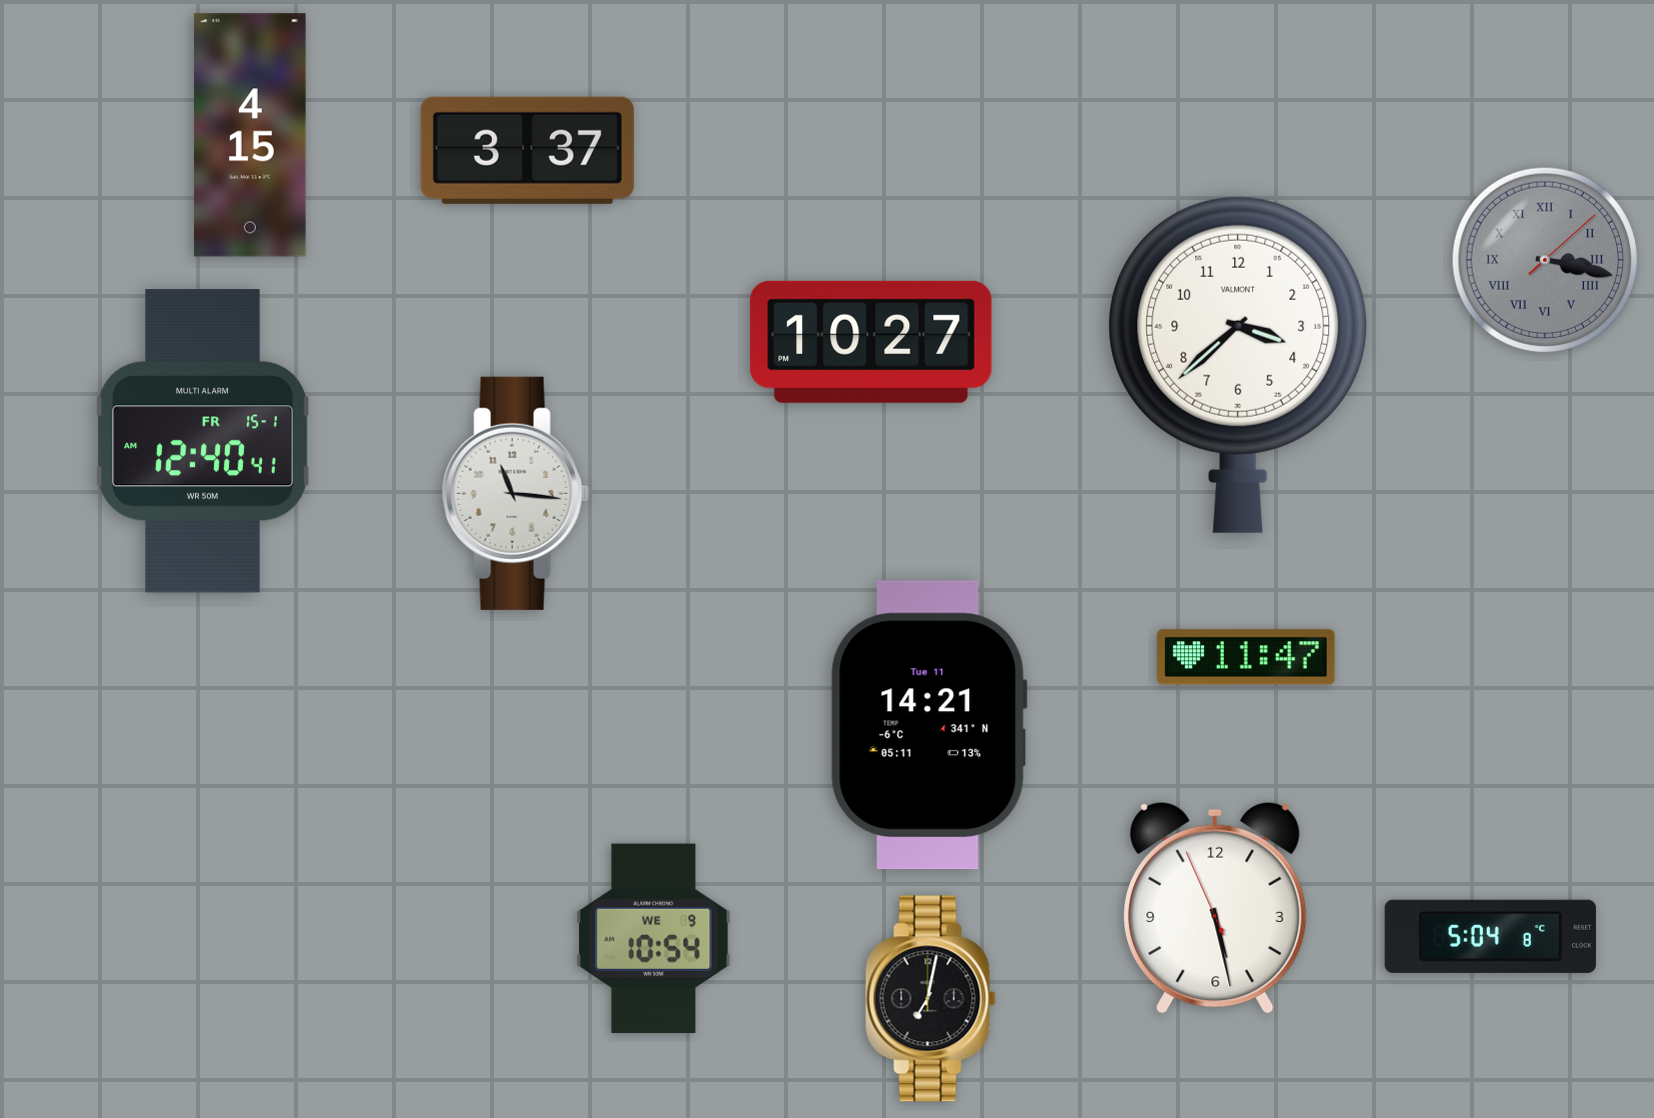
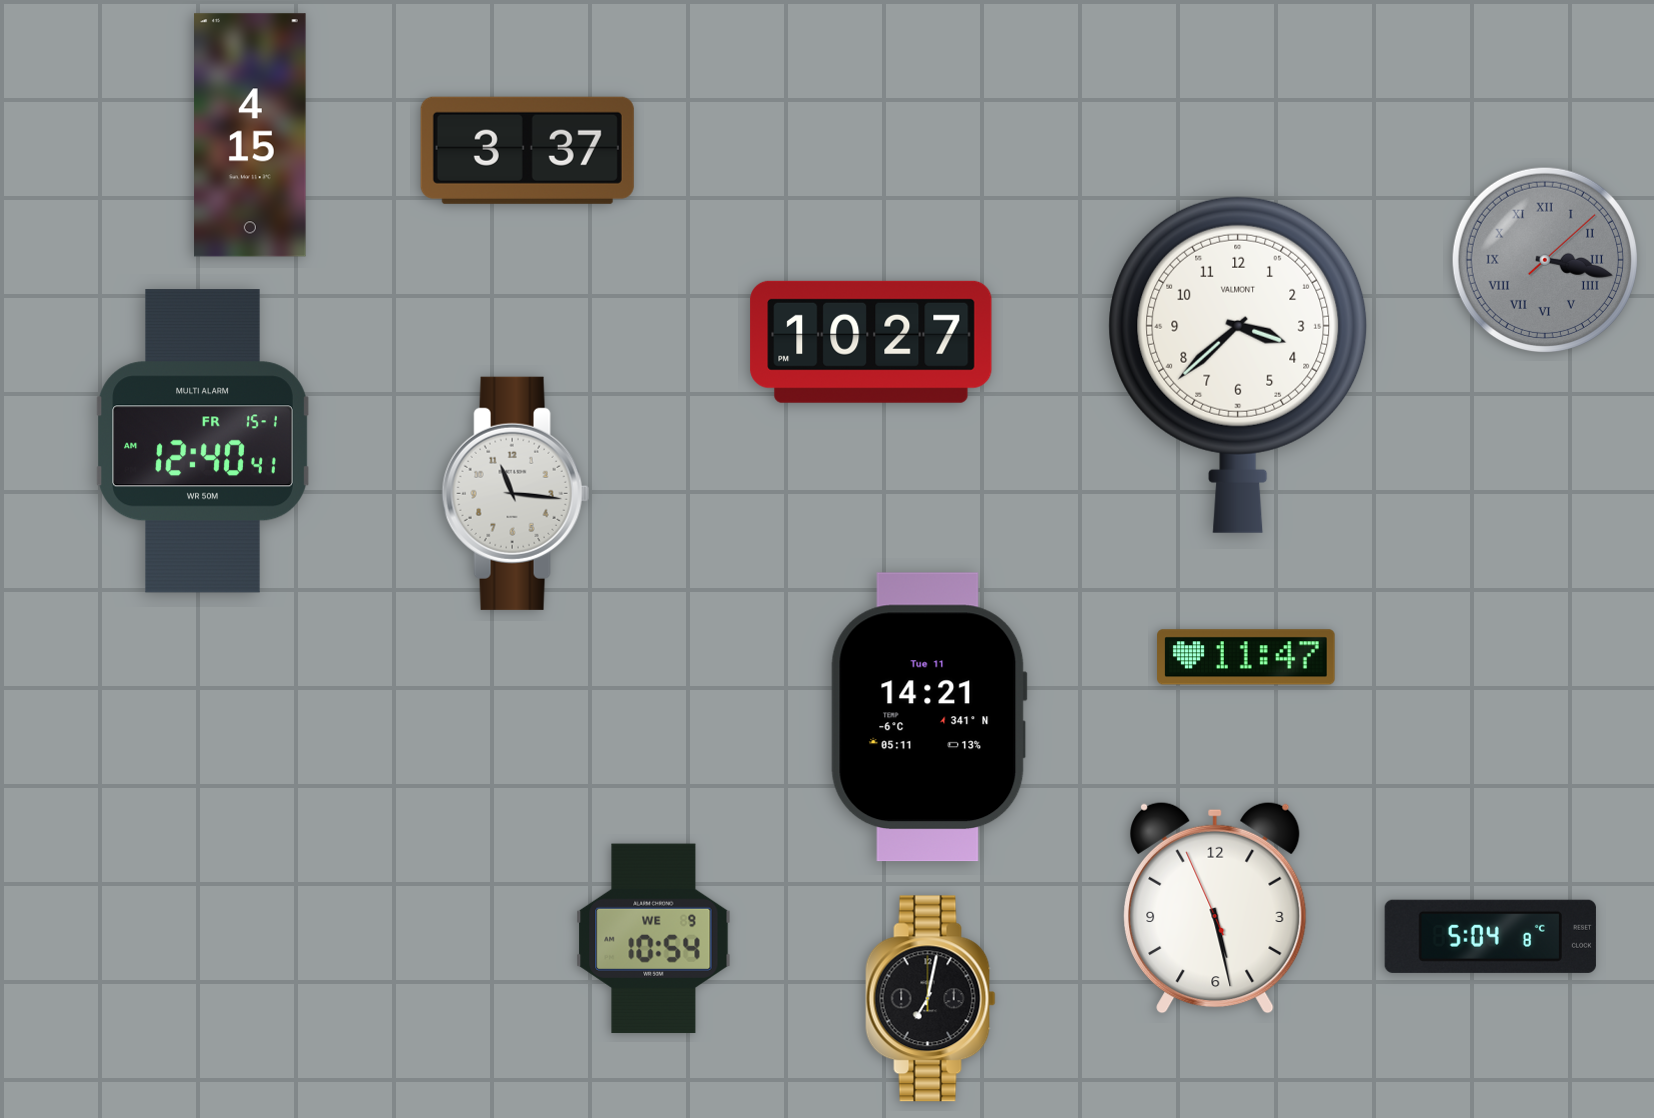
clock at (929, 725) position: (929, 725) -> (929, 717)
